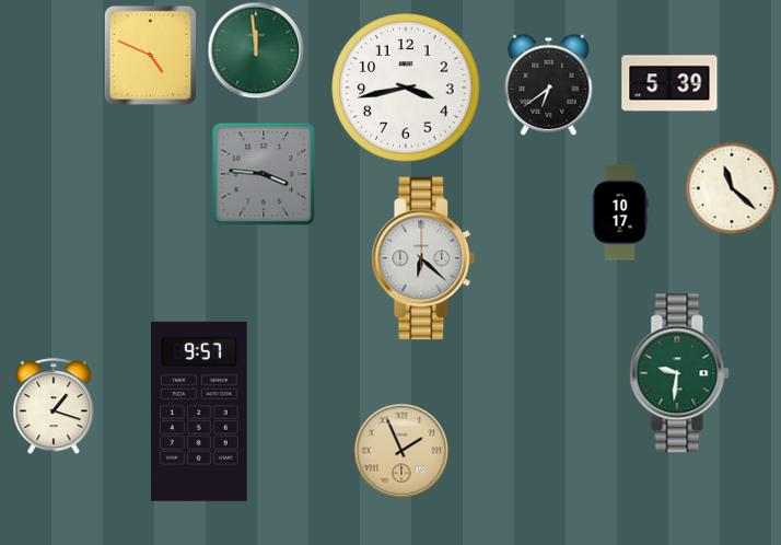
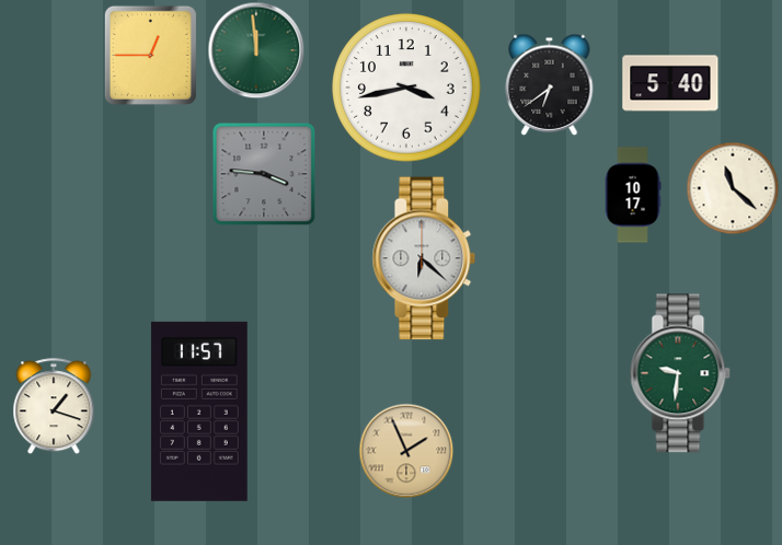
clock at (150, 55): 4:49 -> 12:45
clock at (669, 83): 5:39 -> 5:40
clock at (620, 212) position: (620, 212) -> (633, 195)
clock at (199, 411): 9:57 -> 11:57
clock at (401, 451) position: (401, 451) -> (406, 451)
